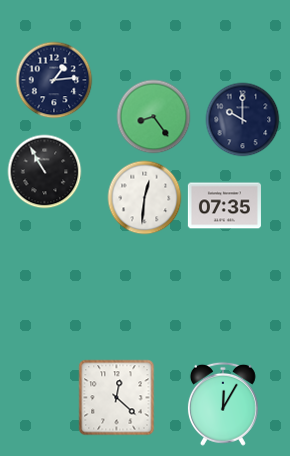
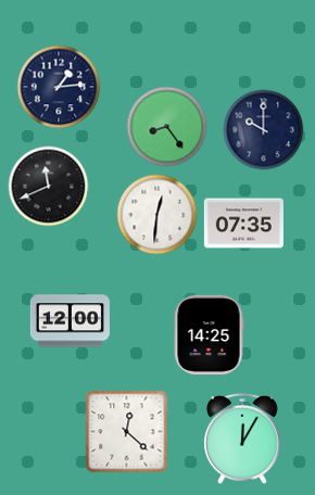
clock at (45, 172): 10:55 -> 11:41
clock at (70, 321): none -> 12:00
clock at (209, 334): none -> 14:25
